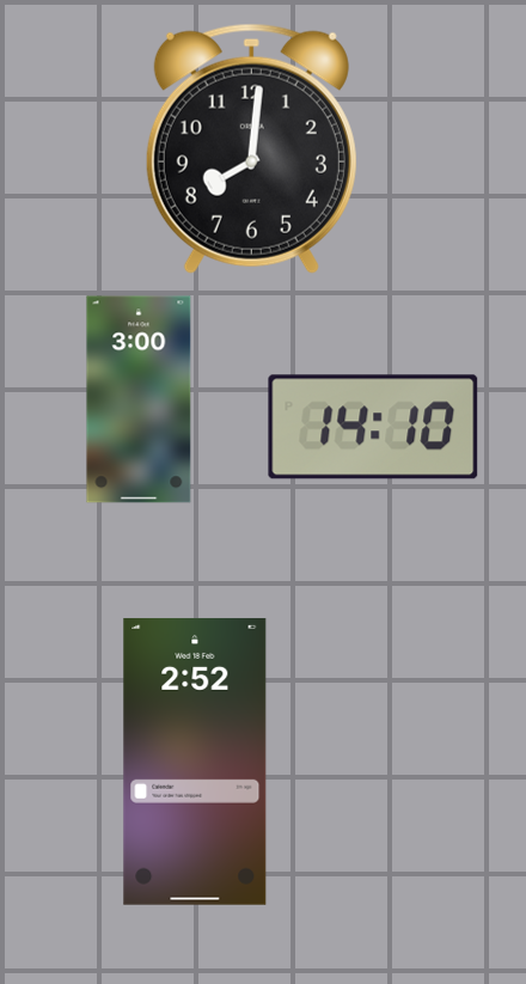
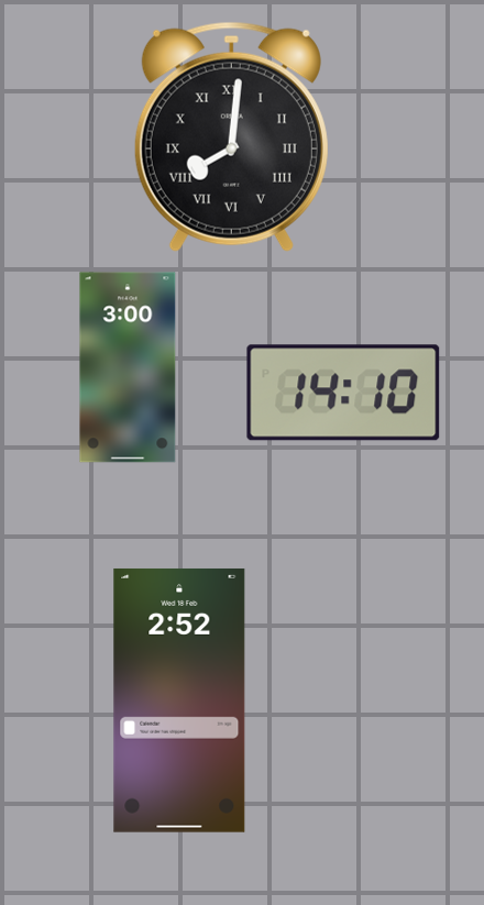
clock at (251, 148) numerals: Arabic -> Roman
